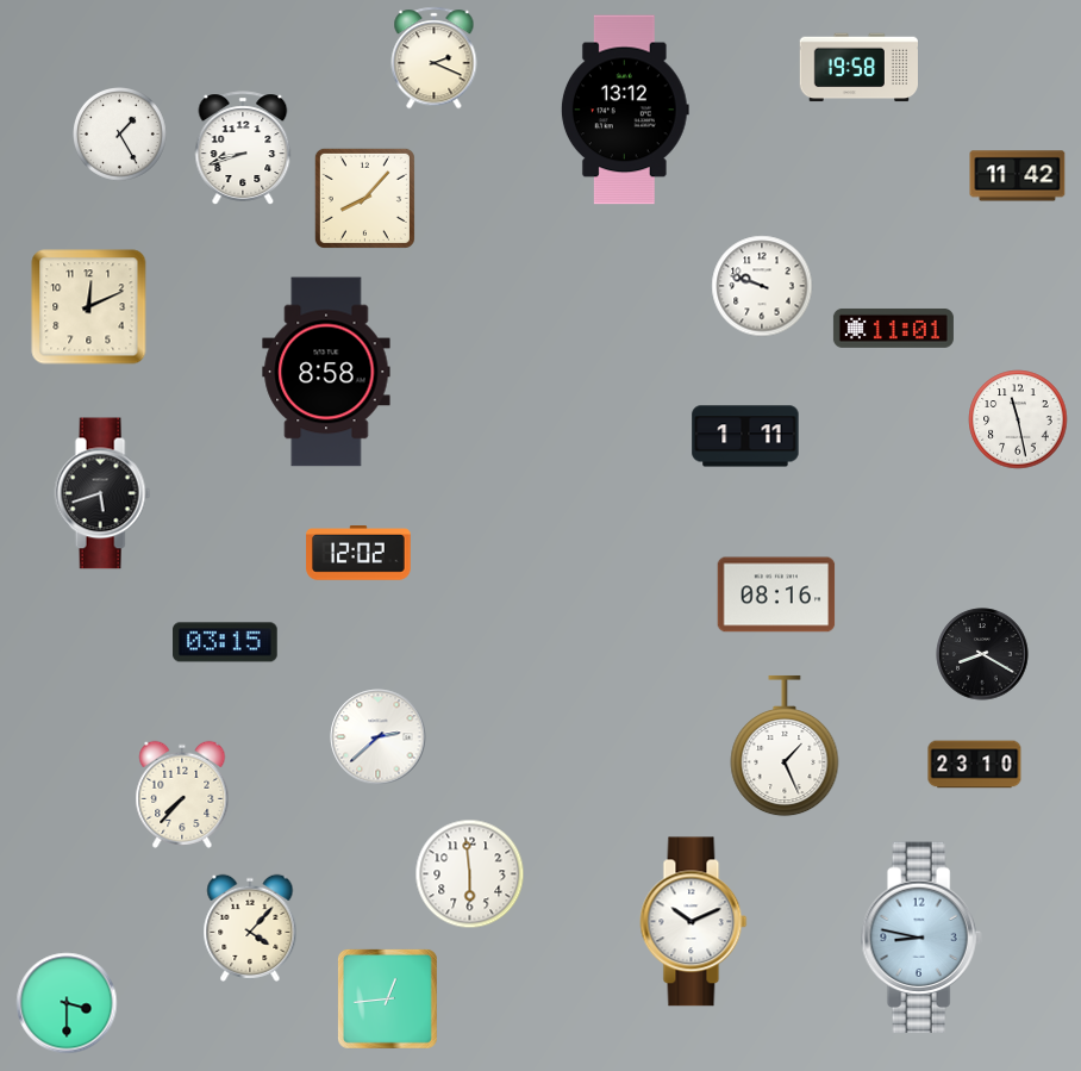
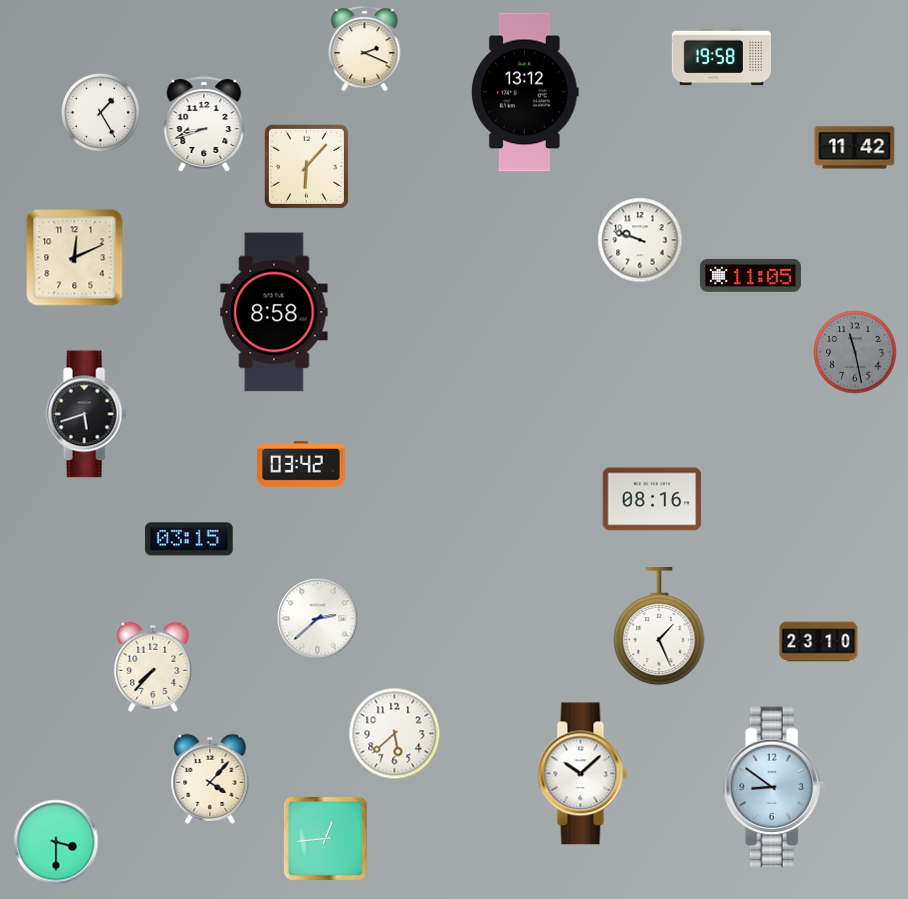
clock at (364, 198): 8:07 -> 6:07
clock at (893, 329): 11:01 -> 11:05
clock at (1018, 419) dial: white -> grey
clock at (745, 436): 1:11 -> none
clock at (358, 553): 12:02 -> 03:42
clock at (982, 654): 8:20 -> none
clock at (470, 874): 5:59 -> 5:38
clock at (694, 922): 10:11 -> 10:08
clock at (921, 938): 8:47 -> 8:51
